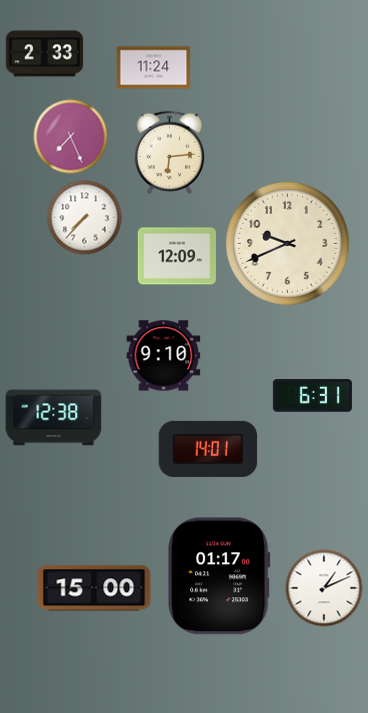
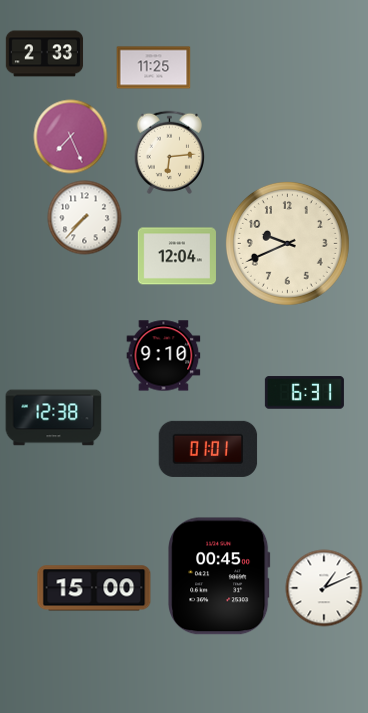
clock at (154, 68): 11:24 -> 11:25
clock at (177, 256): 12:09 -> 12:04
clock at (312, 396) position: (312, 396) -> (304, 393)
clock at (208, 449): 14:01 -> 01:01
clock at (219, 576): 01:17 -> 00:45
